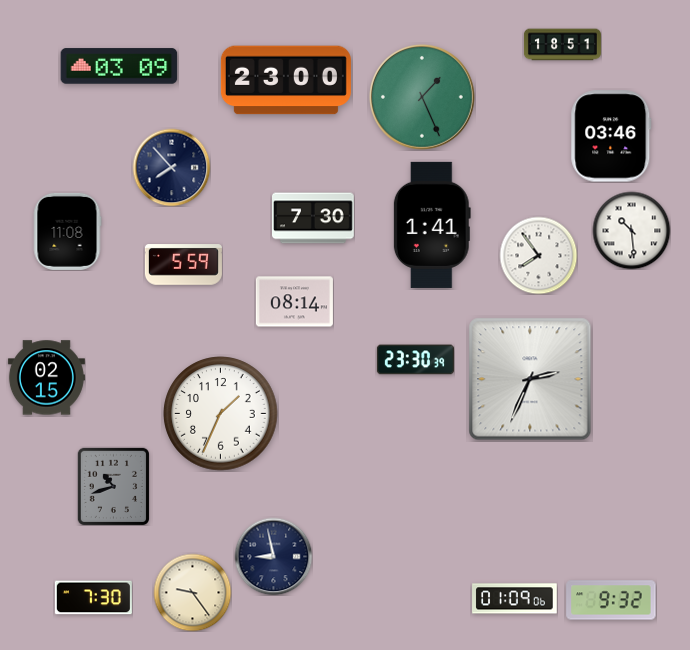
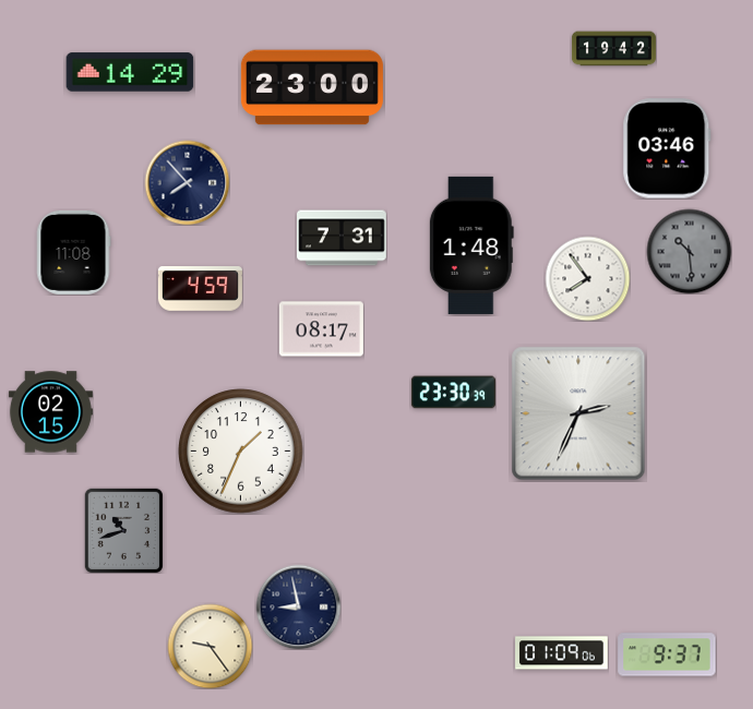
clock at (562, 45): 18:51 -> 19:42
clock at (119, 66): 03:09 -> 14:29
clock at (422, 97): 1:26 -> none
clock at (314, 218): 7:30 -> 7:31
clock at (432, 225): 1:41 -> 1:48
clock at (631, 230) dial: white -> grey
clock at (183, 265): 5:59 -> 4:59
clock at (294, 302): 08:14 -> 08:17
clock at (93, 598): 7:30 -> none
clock at (611, 600): 9:32 -> 9:37
